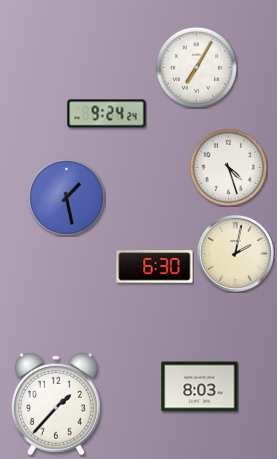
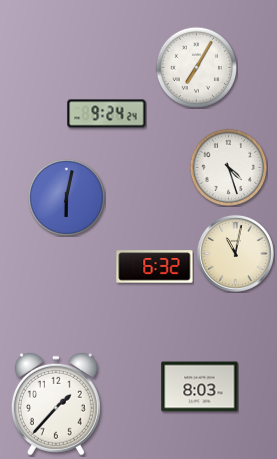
clock at (66, 197): 1:28 -> 6:02
clock at (236, 254): 2:02 -> 11:02
clock at (155, 267): 6:30 -> 6:32
